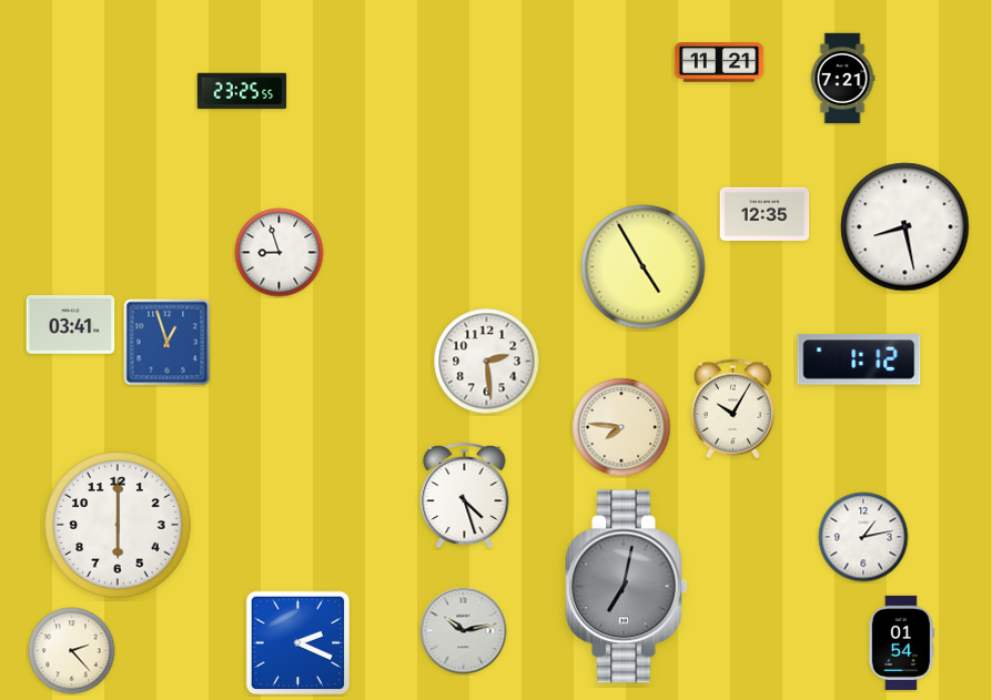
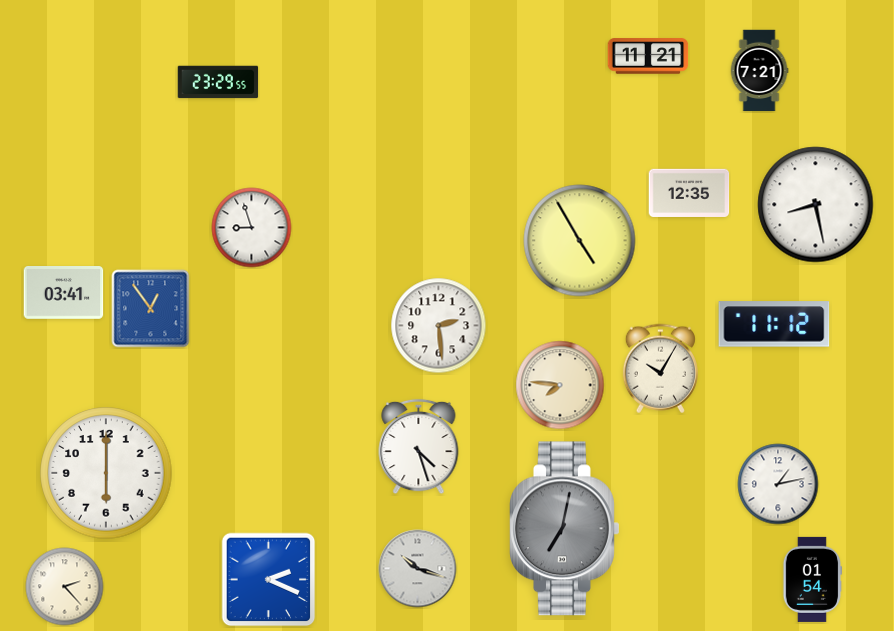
clock at (242, 91): 23:25 -> 23:29
clock at (168, 343): 12:57 -> 12:54
clock at (859, 359): 1:12 -> 11:12
clock at (464, 631): 10:13 -> 10:18
